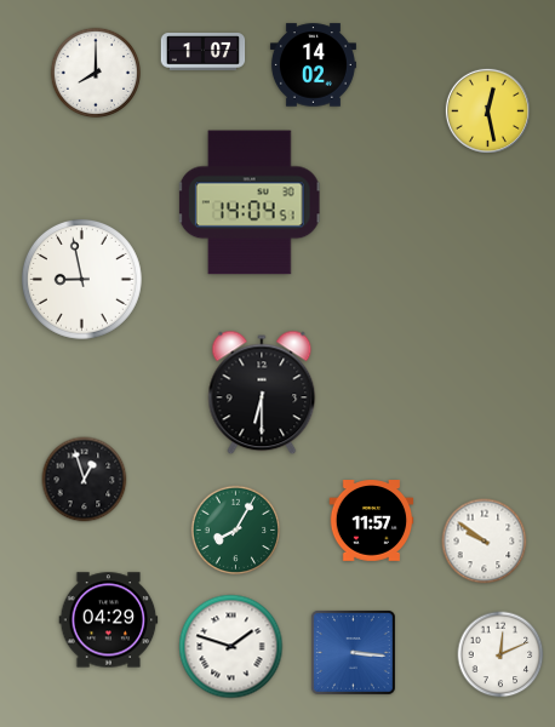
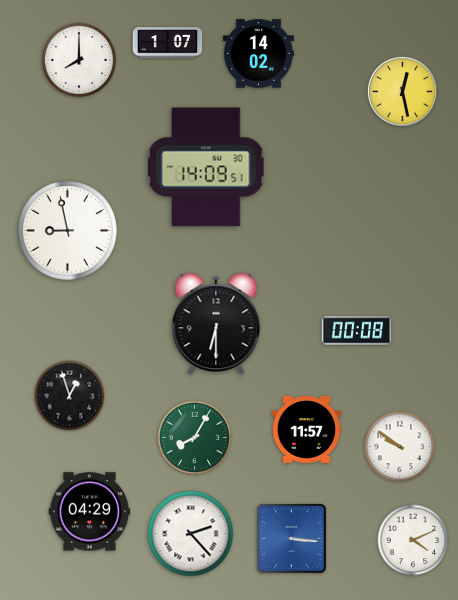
clock at (250, 202): 14:04 -> 14:09
clock at (357, 331): none -> 00:08
clock at (231, 647): 1:48 -> 2:23
clock at (500, 654): 12:11 -> 4:11
